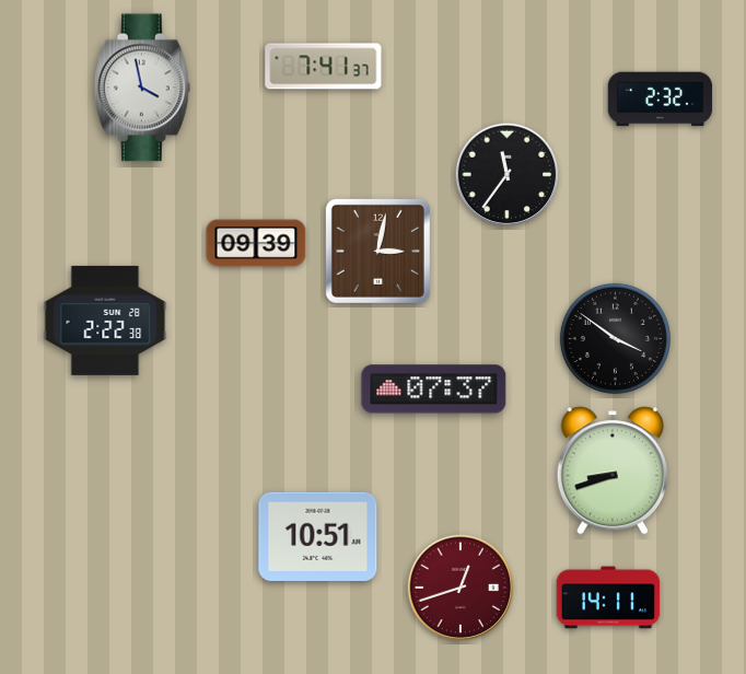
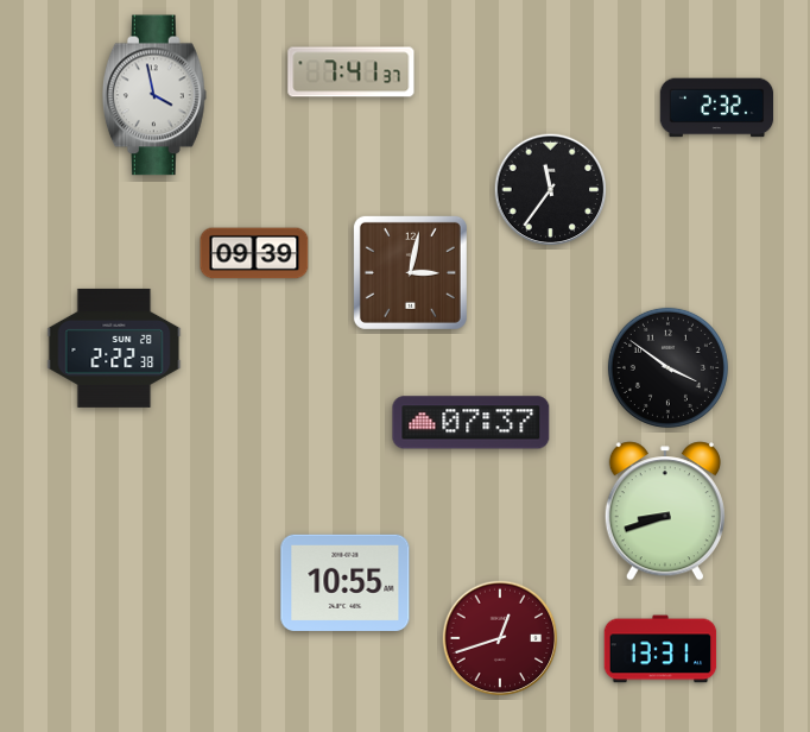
clock at (256, 243) position: (256, 243) -> (254, 253)
clock at (318, 536): 10:51 -> 10:55
clock at (608, 597): 14:11 -> 13:31
